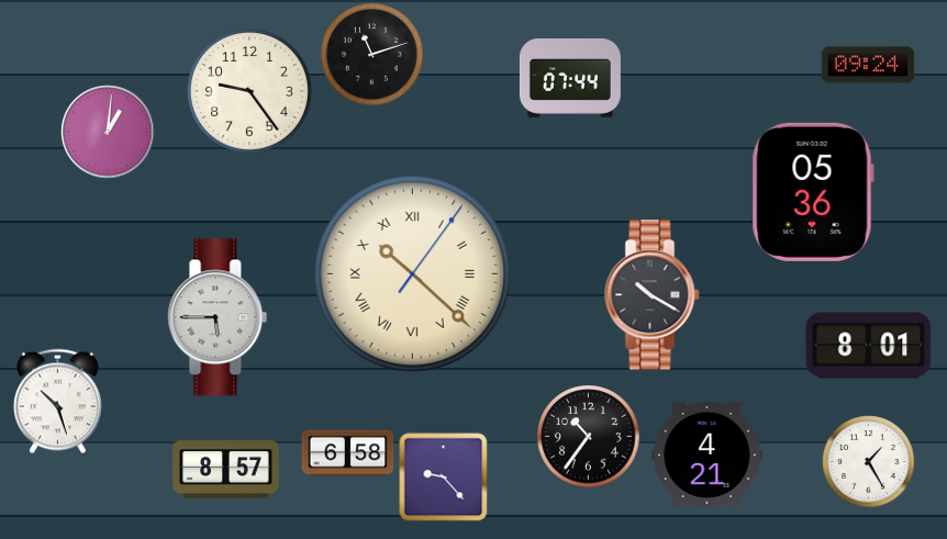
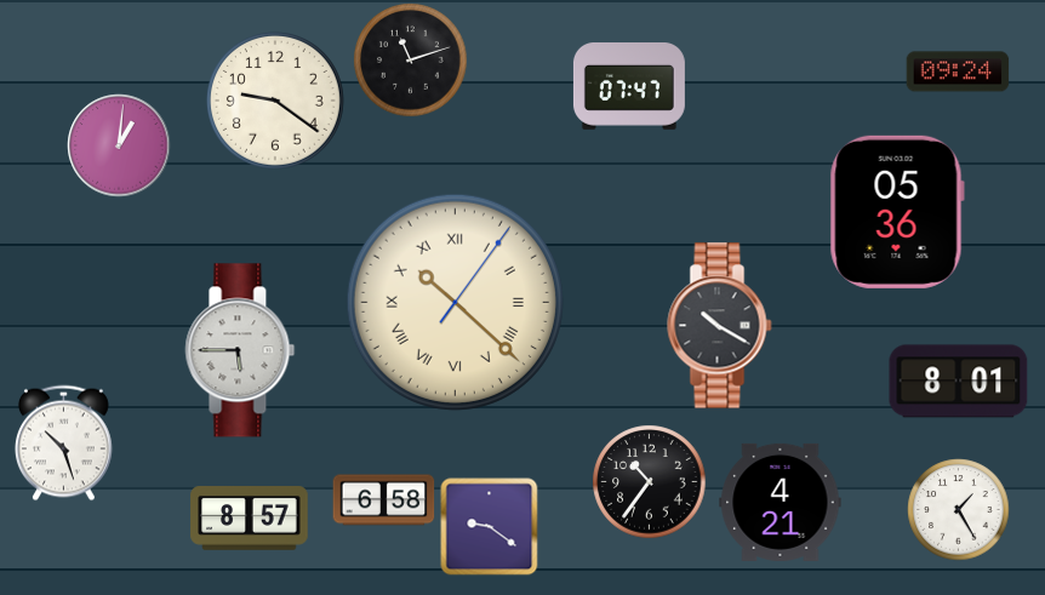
clock at (570, 79): 07:44 -> 07:47
clock at (249, 91): 9:24 -> 9:21
clock at (444, 478): 9:23 -> 9:21
